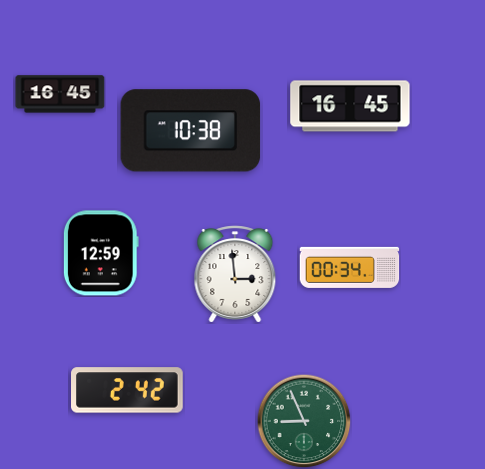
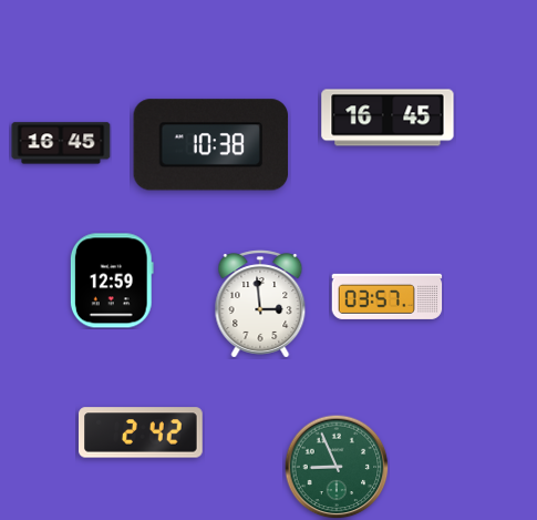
clock at (60, 94) position: (60, 94) -> (61, 143)
clock at (350, 267): 00:34 -> 03:57
